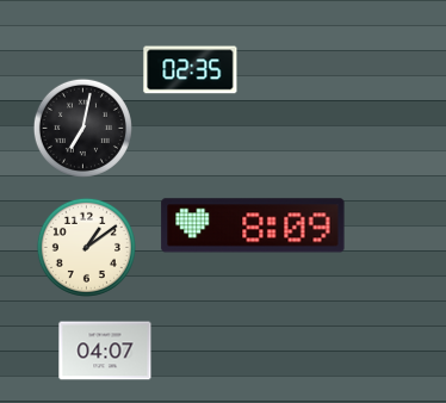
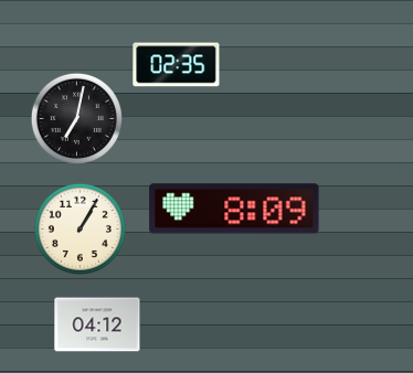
clock at (86, 247): 1:09 -> 1:05
clock at (105, 351): 04:07 -> 04:12
